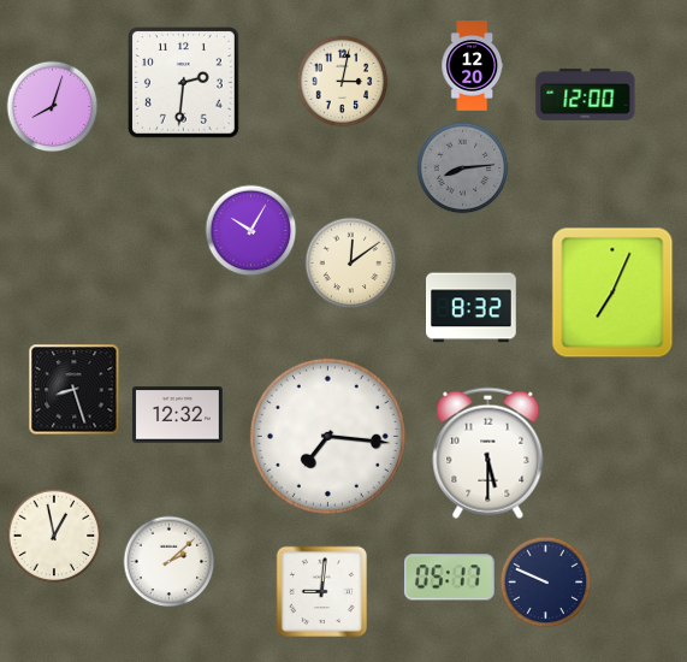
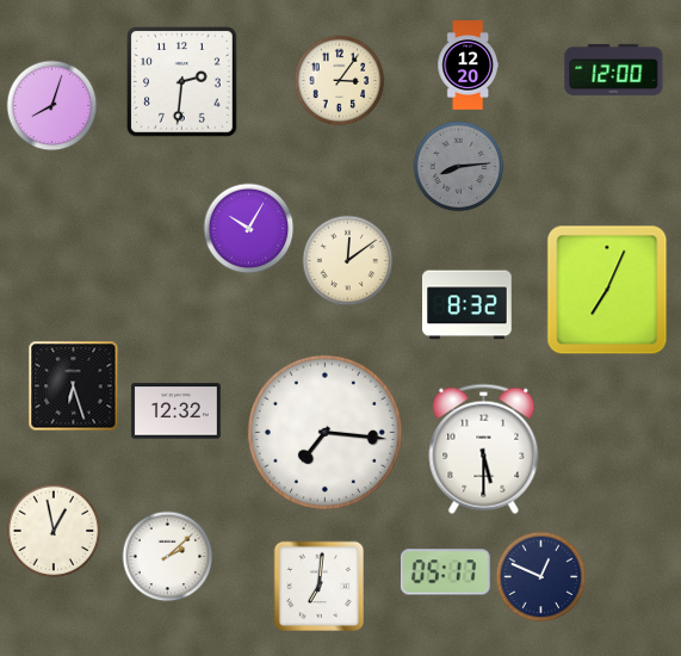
clock at (343, 82): 3:02 -> 3:06
clock at (586, 94) position: (586, 94) -> (614, 69)
clock at (75, 390): 8:27 -> 6:27
clock at (546, 583): 9:49 -> 12:49
clock at (321, 591): 9:01 -> 7:01
